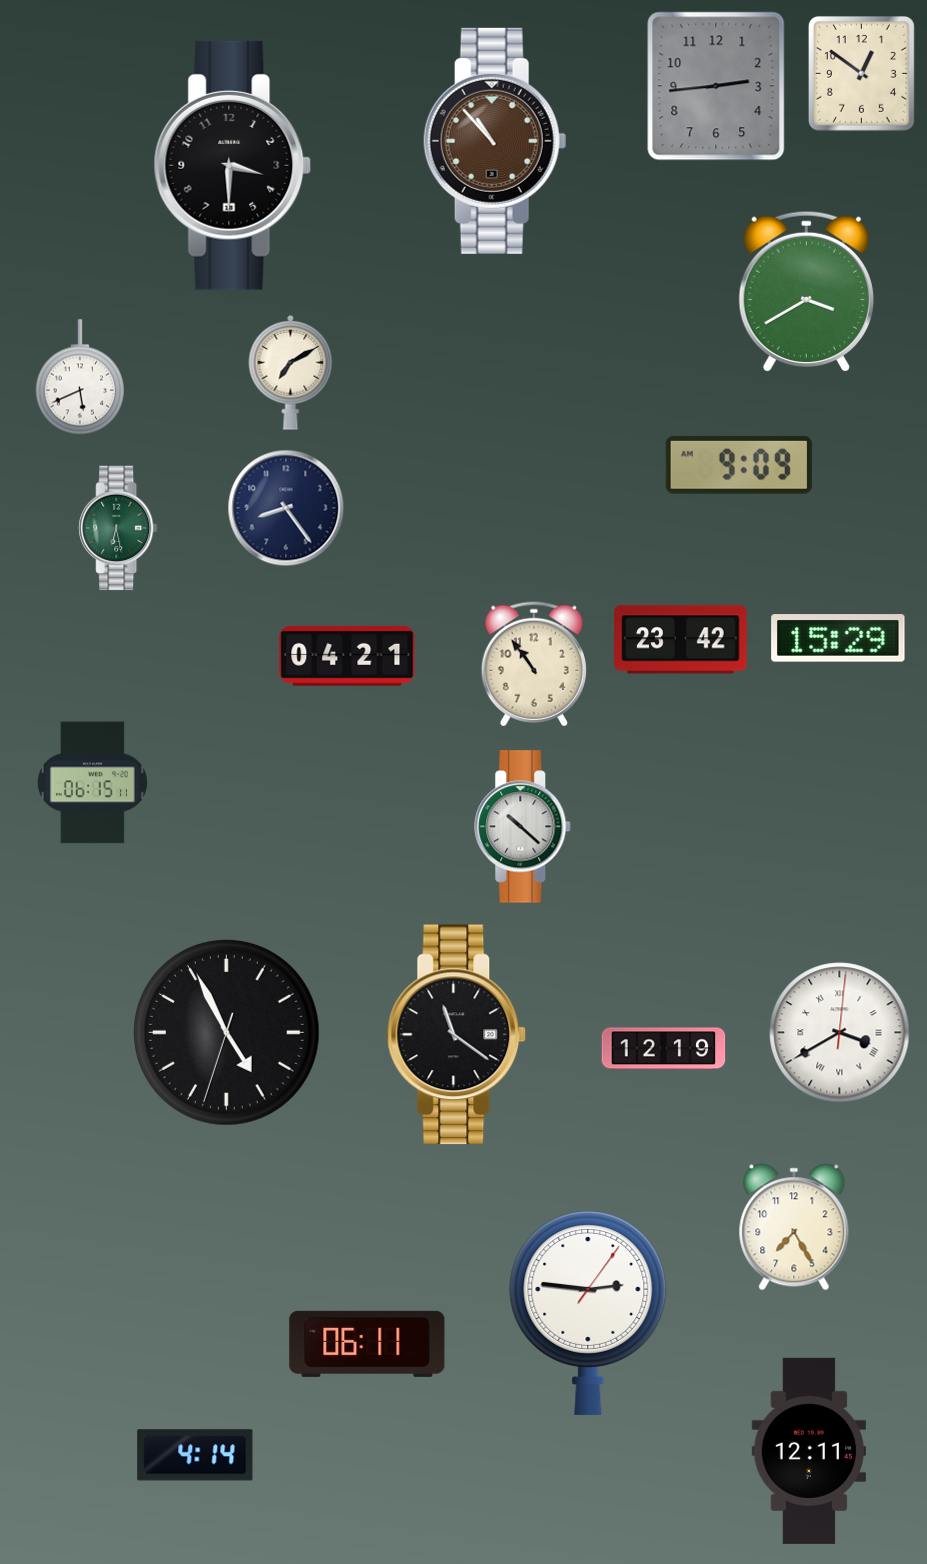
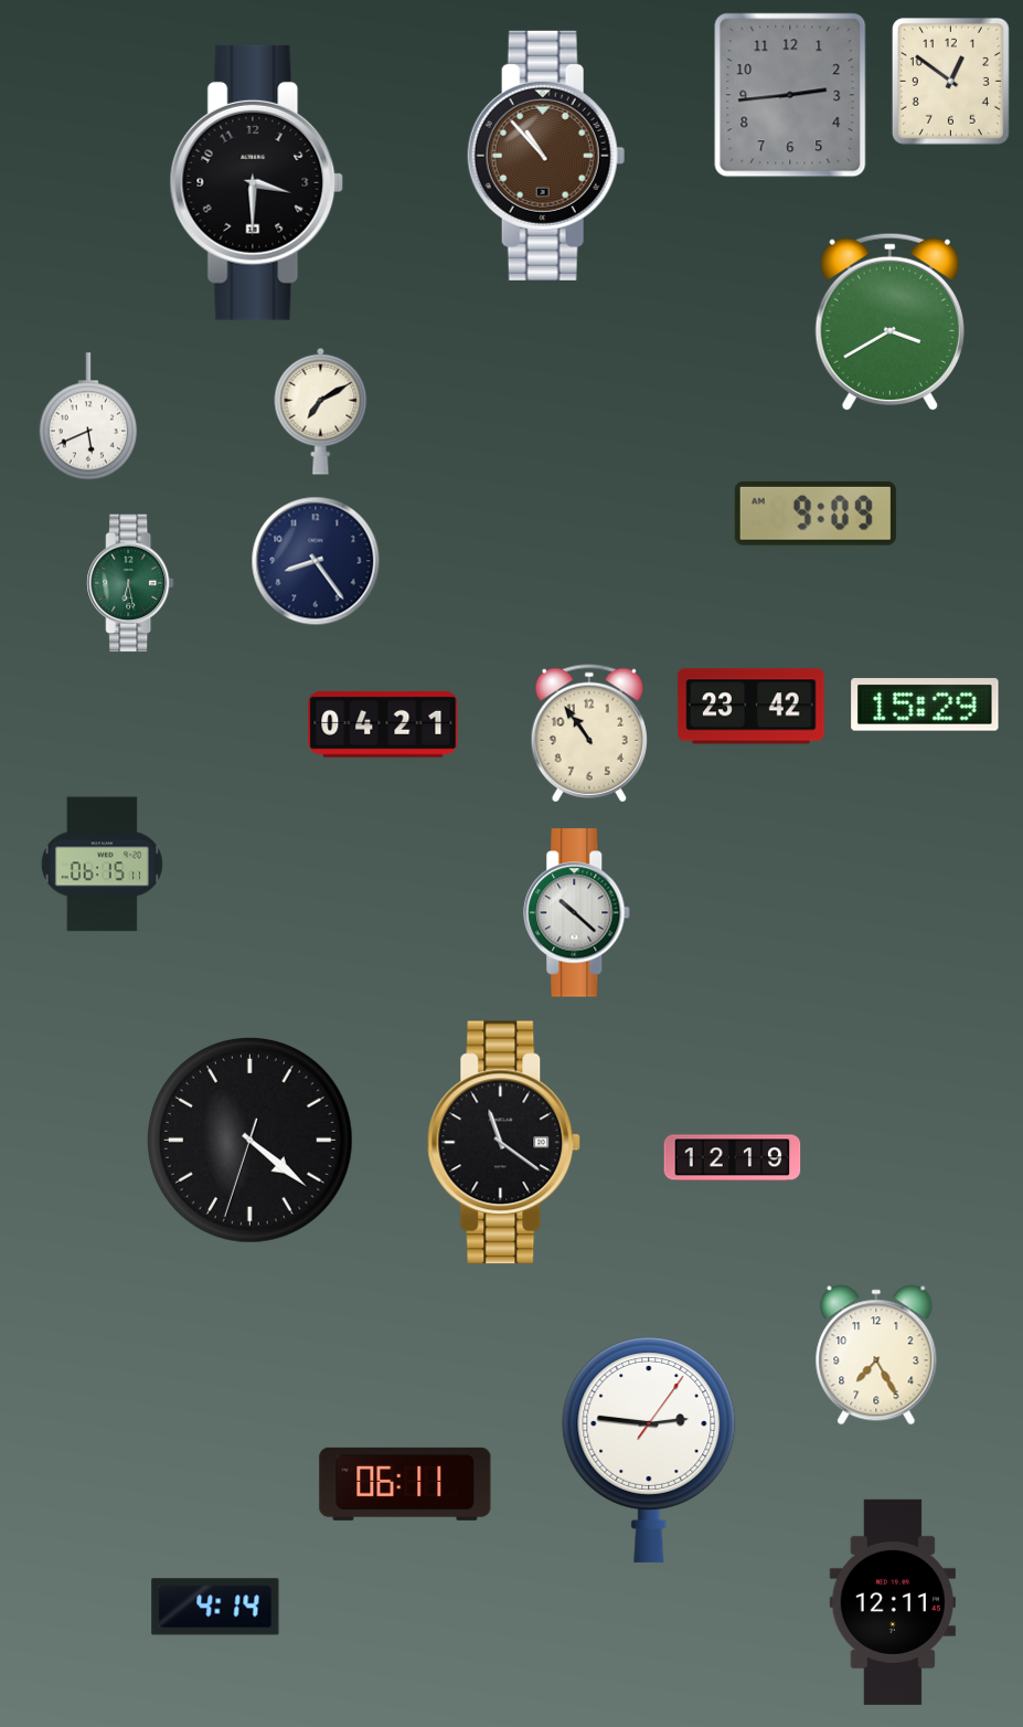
clock at (226, 1032): 4:55 -> 4:21
clock at (840, 1033): 3:40 -> none
